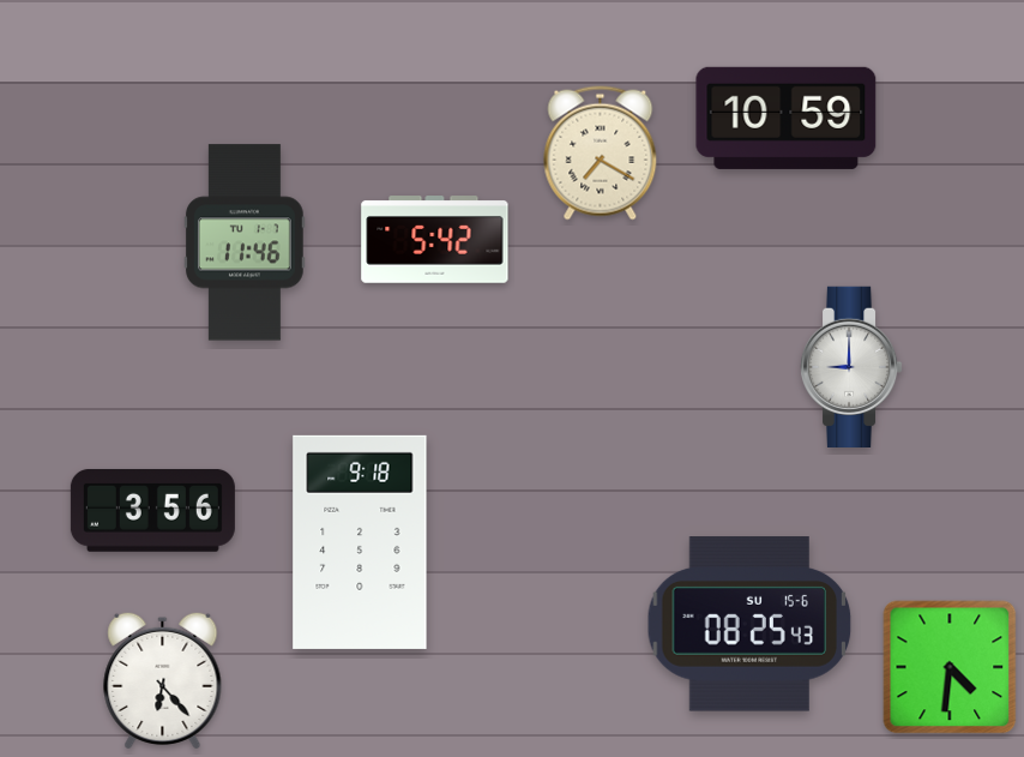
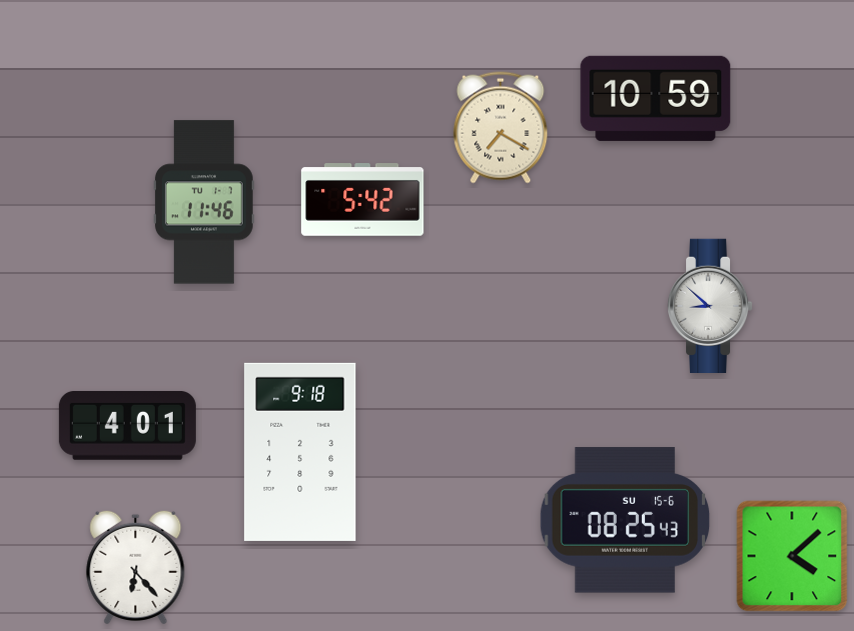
clock at (851, 366): 9:00 -> 8:52
clock at (152, 510): 3:56 -> 4:01
clock at (950, 667): 4:31 -> 4:08
